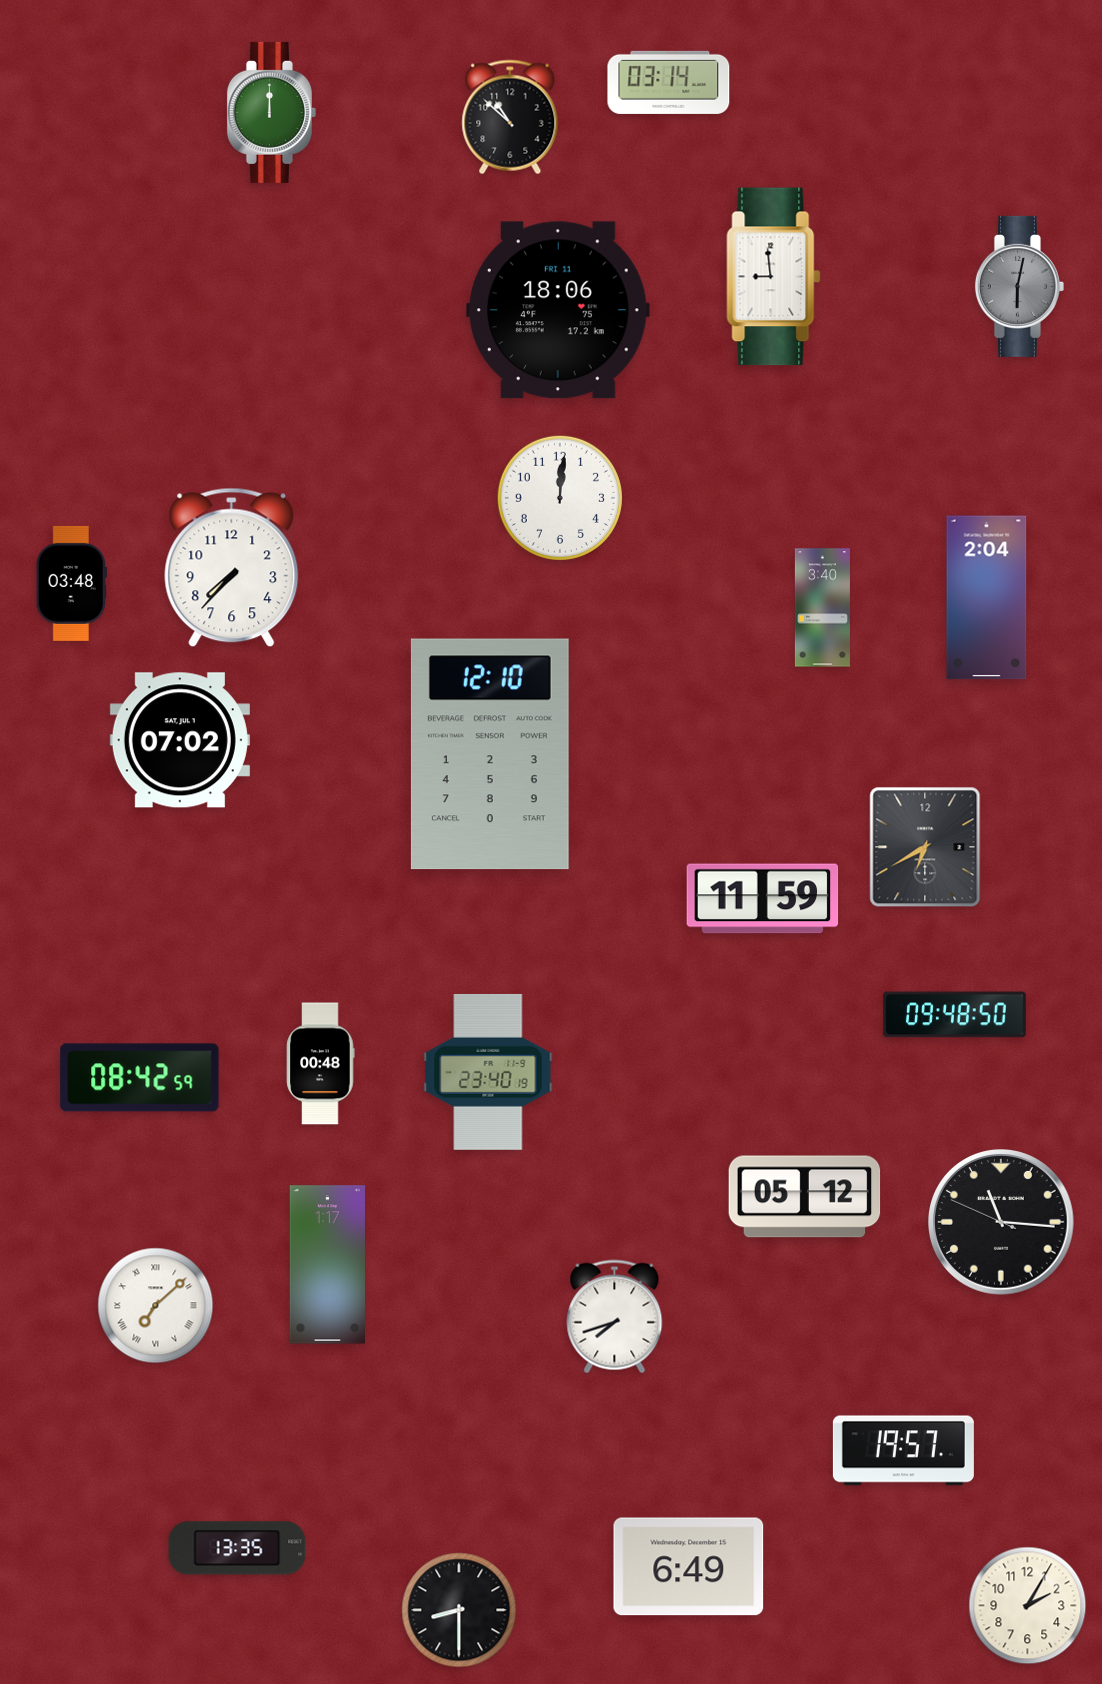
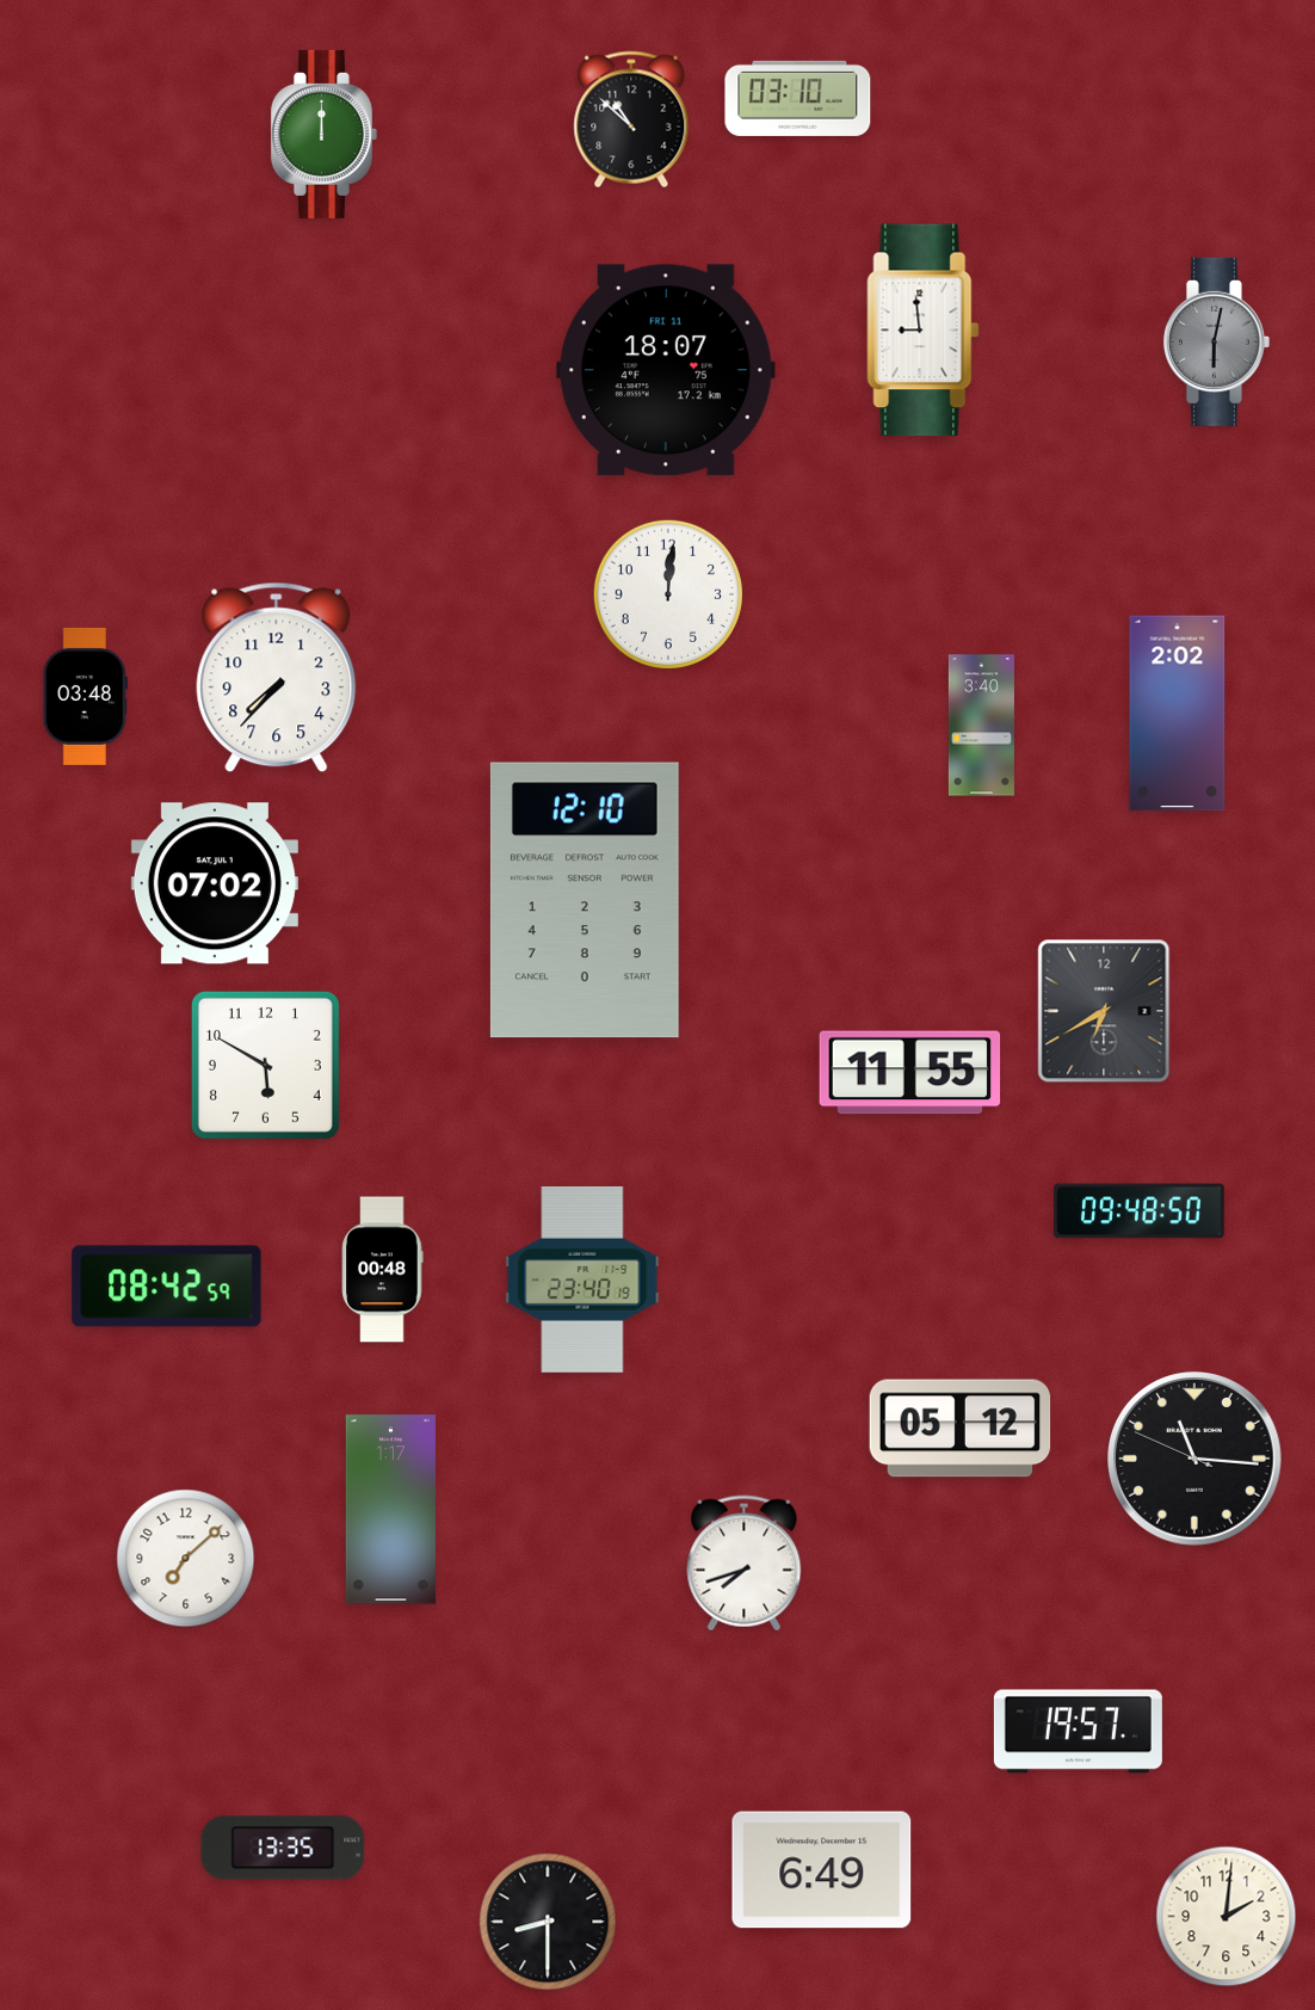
clock at (669, 82): 03:14 -> 03:10
clock at (510, 117) position: (510, 117) -> (631, 119)
clock at (558, 310): 18:06 -> 18:07
clock at (987, 598): 2:04 -> 2:02
clock at (265, 1065): none -> 5:50
clock at (763, 899): 11:59 -> 11:55
clock at (156, 1306) numerals: Roman -> Arabic
clock at (615, 1317) position: (615, 1317) -> (745, 1564)
clock at (1028, 1606): 2:05 -> 2:01
